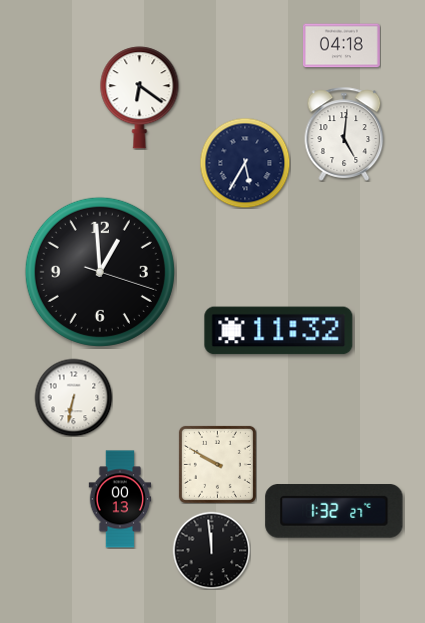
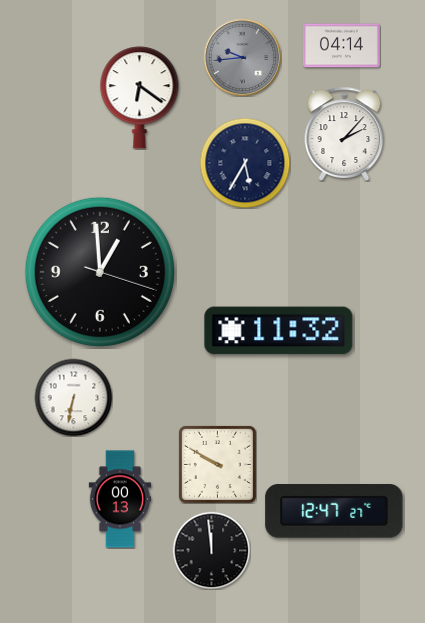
clock at (342, 46): 04:18 -> 04:14
clock at (242, 57): none -> 9:44
clock at (344, 134): 5:01 -> 2:07
clock at (334, 512): 1:32 -> 12:47
